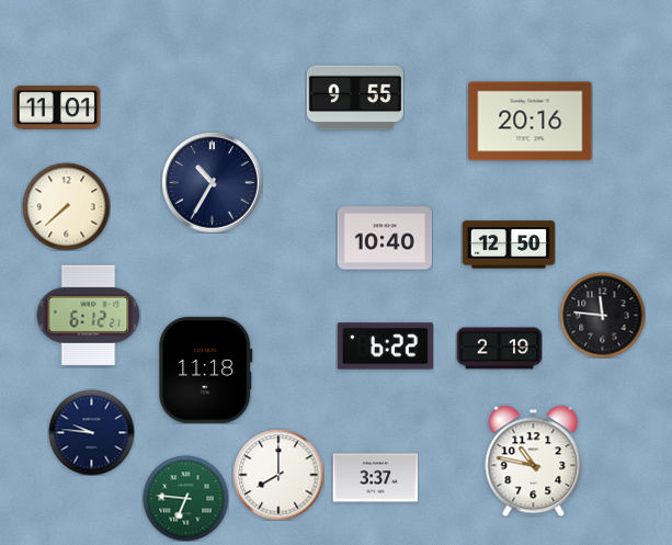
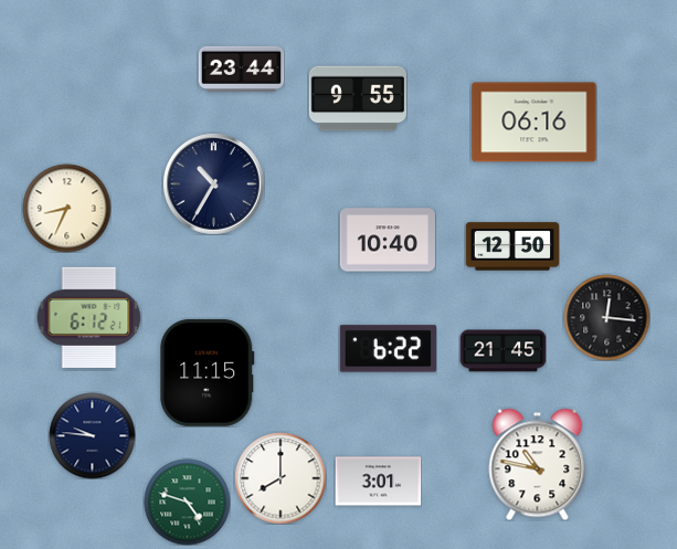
clock at (241, 68): none -> 23:44
clock at (57, 107): 11:01 -> none
clock at (531, 122): 20:16 -> 06:16
clock at (66, 206): 7:38 -> 8:34
clock at (602, 315): 11:46 -> 12:16
clock at (499, 349): 2:19 -> 21:45
clock at (206, 370): 11:18 -> 11:15
clock at (375, 478): 3:37 -> 3:01
clock at (185, 498): 6:46 -> 4:48
